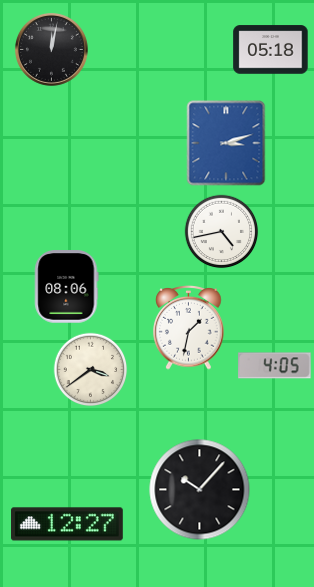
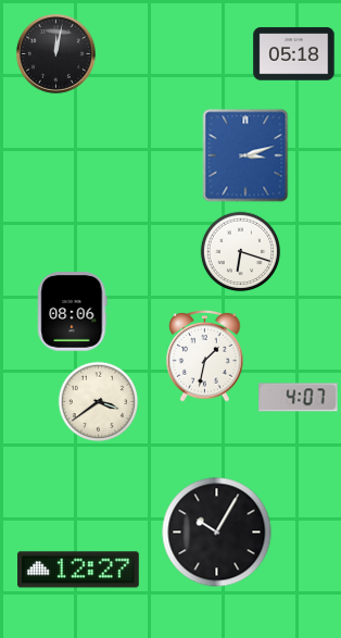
clock at (222, 232): 4:43 -> 6:18
clock at (275, 366): 4:05 -> 4:07
clock at (200, 490): 10:07 -> 10:05
clock at (68, 524) position: (68, 524) -> (79, 570)
